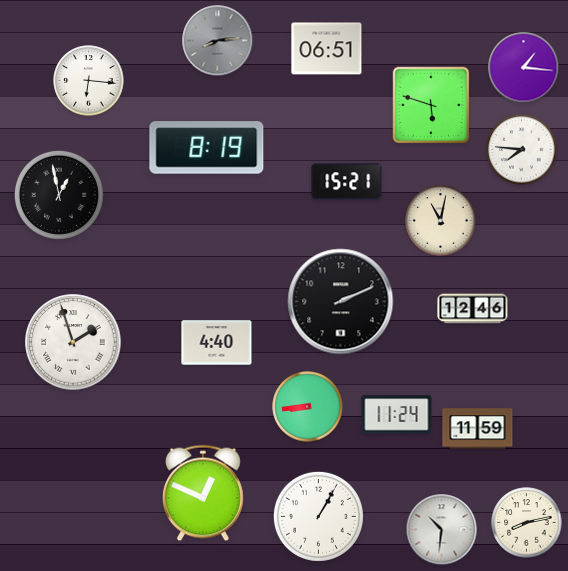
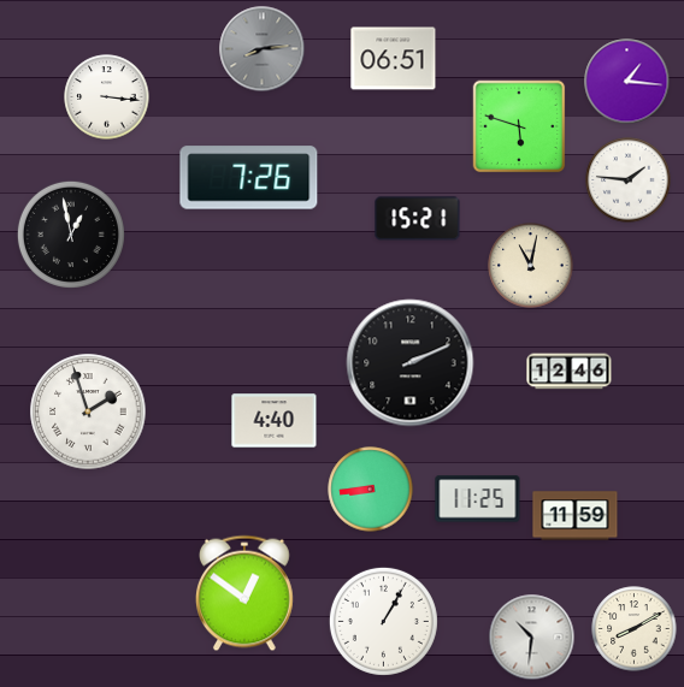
clock at (524, 68) position: (524, 68) -> (627, 82)
clock at (89, 81): 6:16 -> 3:16
clock at (207, 148): 8:19 -> 7:26
clock at (522, 150): 7:46 -> 1:46
clock at (217, 343) position: (217, 343) -> (275, 421)
clock at (397, 415): 11:24 -> 11:25
clock at (203, 493): 12:49 -> 12:51
clock at (527, 523): 8:13 -> 8:10
